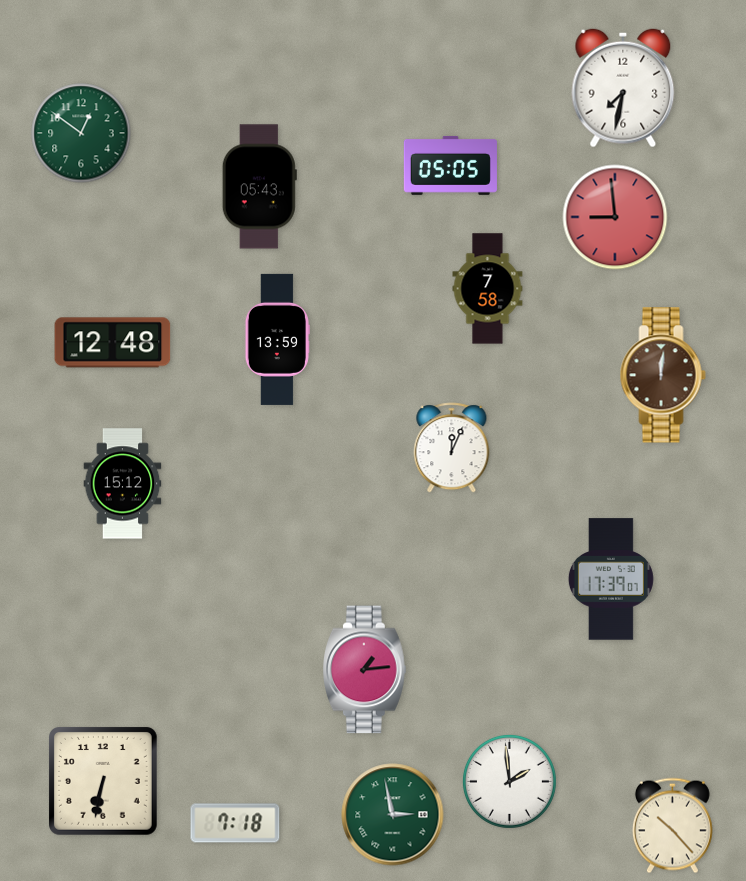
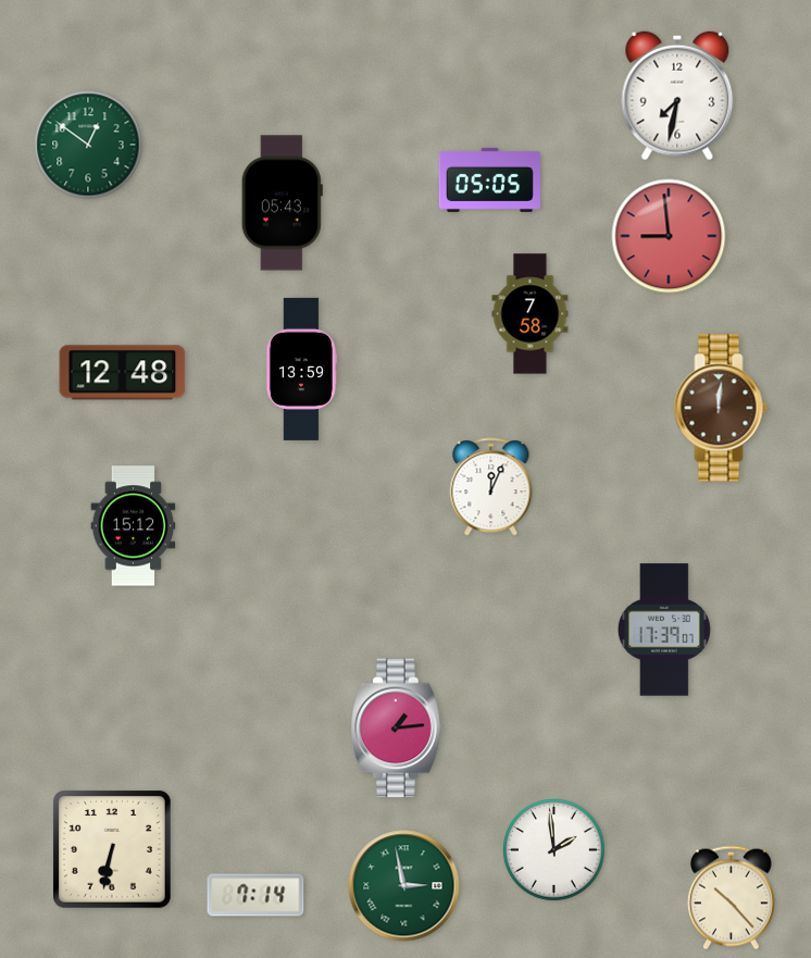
clock at (393, 815) position: (393, 815) -> (404, 886)
clock at (235, 823): 7:18 -> 7:14
